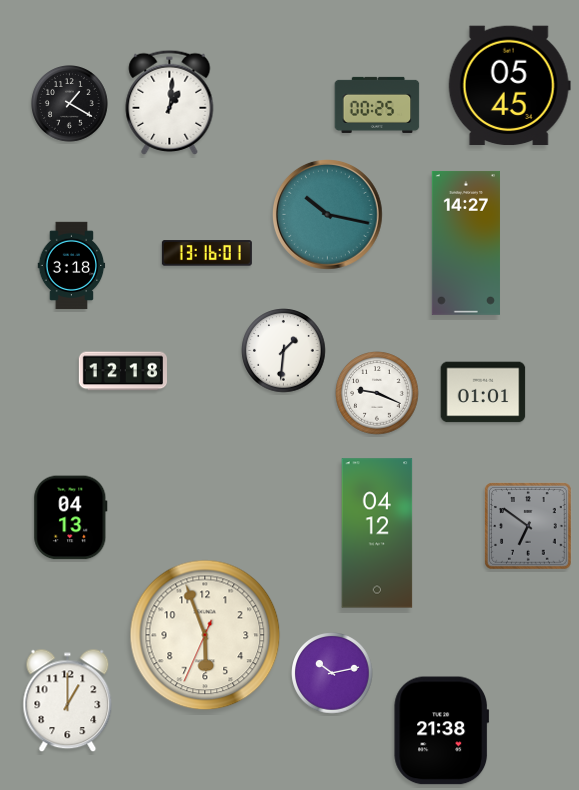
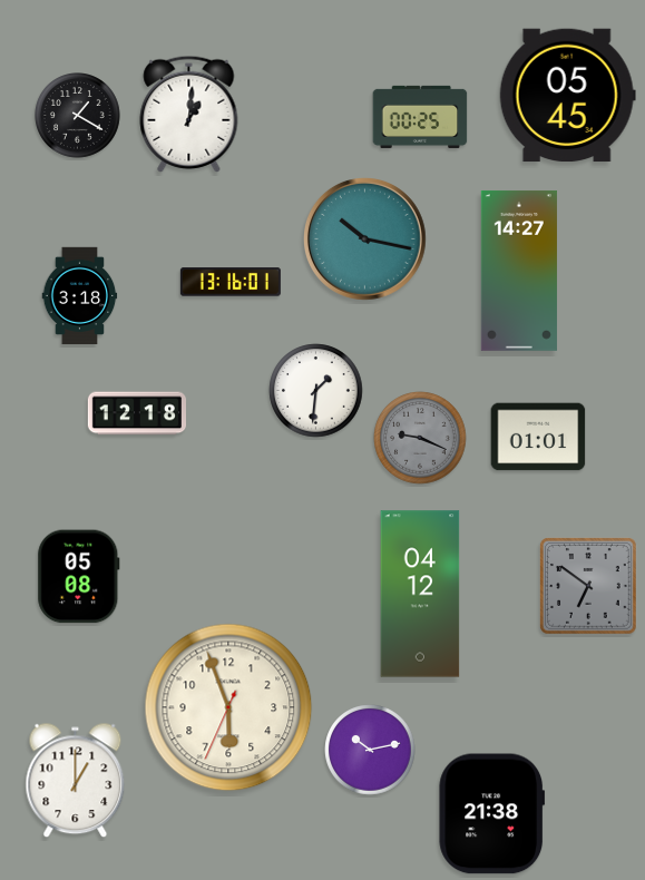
clock at (377, 393) dial: white -> grey
clock at (71, 518): 04:13 -> 05:08
